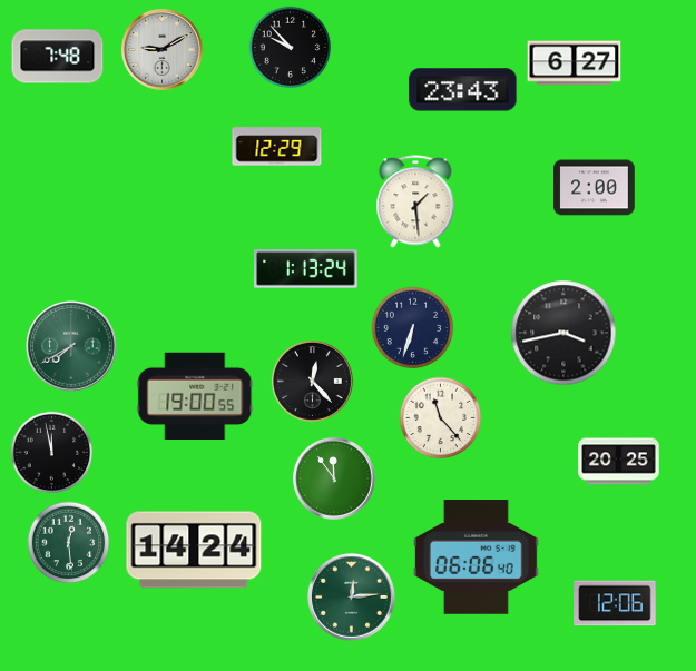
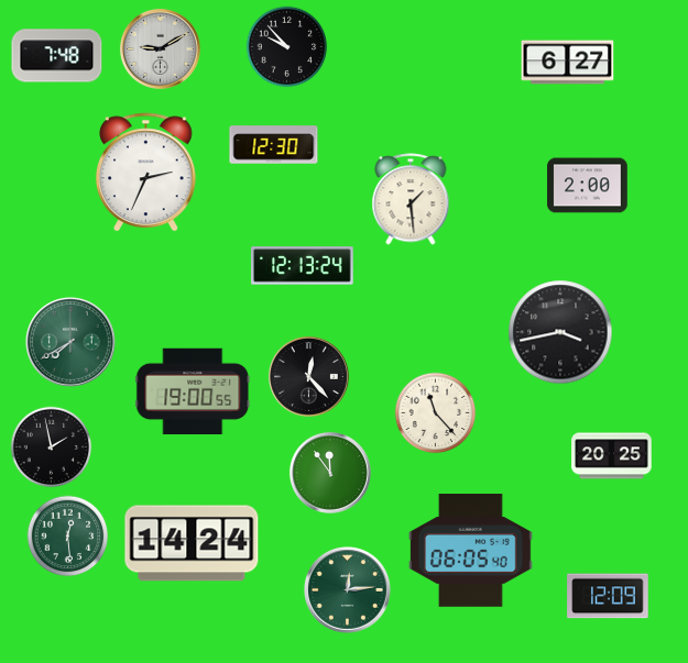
clock at (463, 90): 23:43 -> none
clock at (277, 147): 12:29 -> 12:30
clock at (146, 173): none -> 2:34
clock at (306, 269): 1:13 -> 12:13
clock at (413, 328): 6:33 -> none
clock at (563, 333) position: (563, 333) -> (560, 332)
clock at (52, 453): 11:58 -> 1:58
clock at (477, 557): 06:06 -> 06:05
clock at (615, 603): 12:06 -> 12:09
